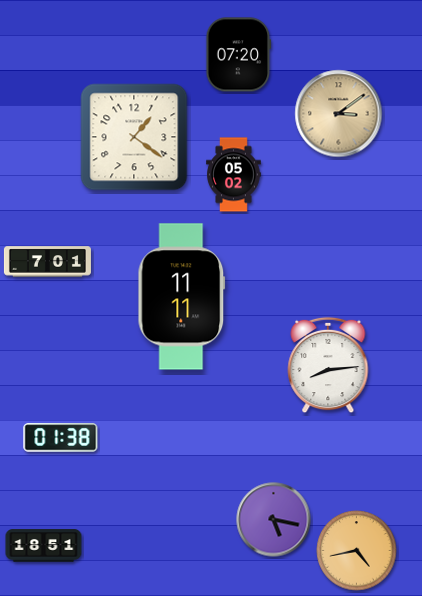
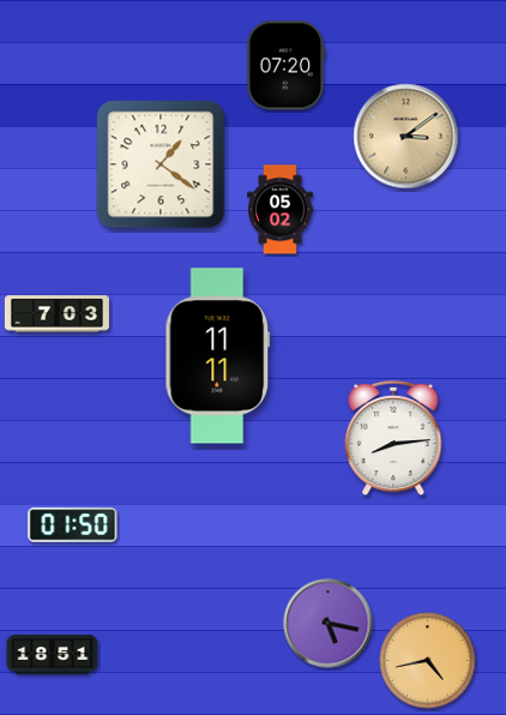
clock at (47, 262): 7:01 -> 7:03
clock at (61, 438): 01:38 -> 01:50
